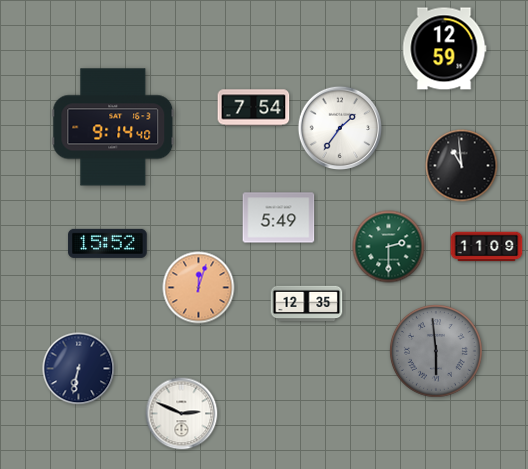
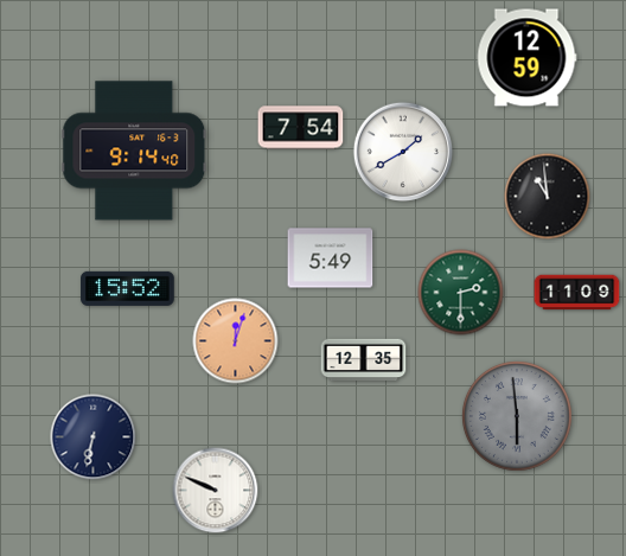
clock at (340, 128): 1:36 -> 1:40
clock at (182, 414): 2:49 -> 9:49
